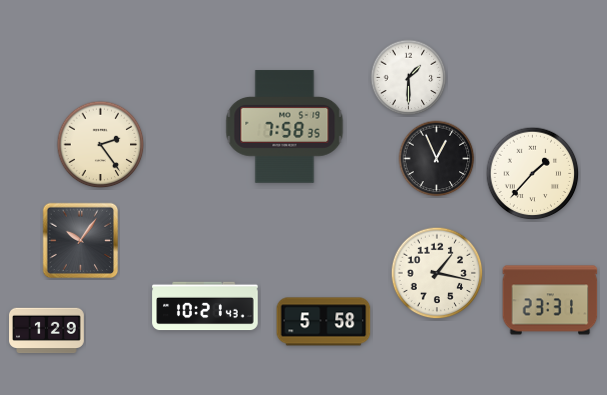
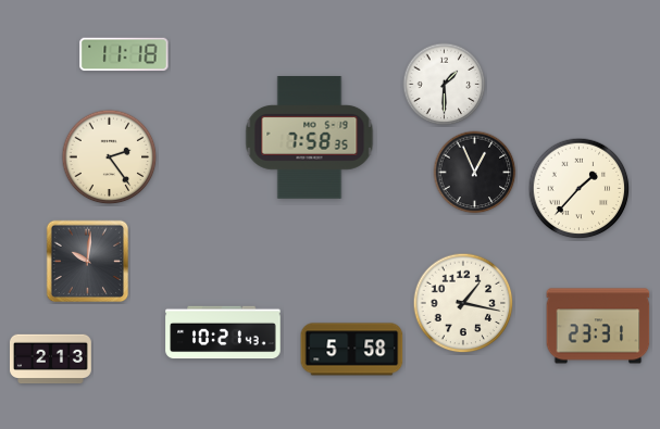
clock at (124, 54): none -> 11:18
clock at (81, 241): 10:06 -> 10:01
clock at (437, 273) position: (437, 273) -> (463, 303)
clock at (47, 331): 1:29 -> 2:13
